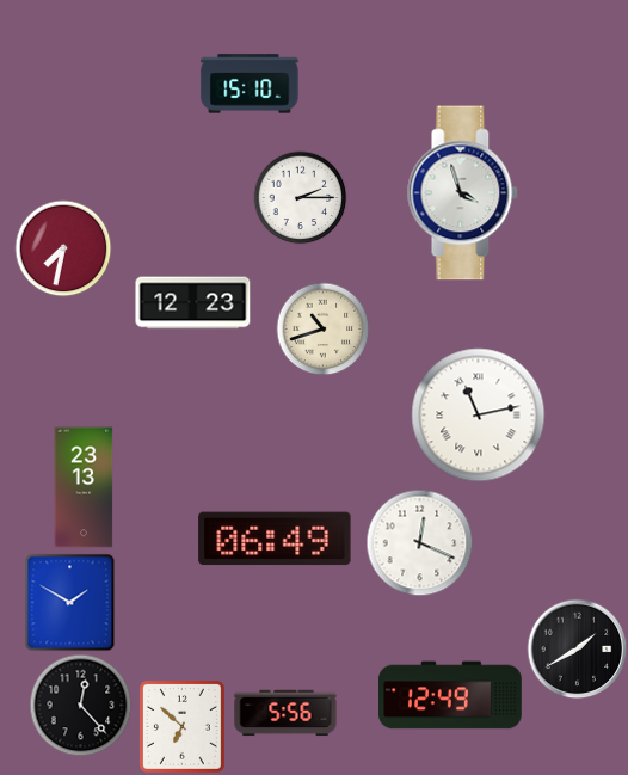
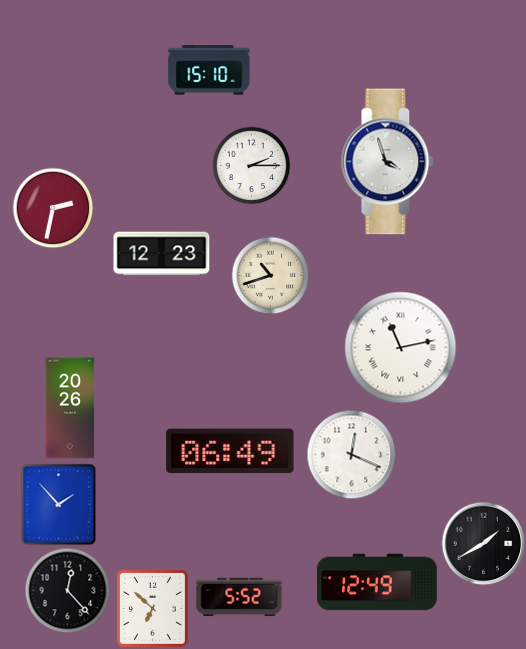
clock at (63, 248): 7:32 -> 2:32
clock at (84, 487): 23:13 -> 20:26
clock at (70, 602): 1:50 -> 1:53
clock at (285, 713): 5:56 -> 5:52
